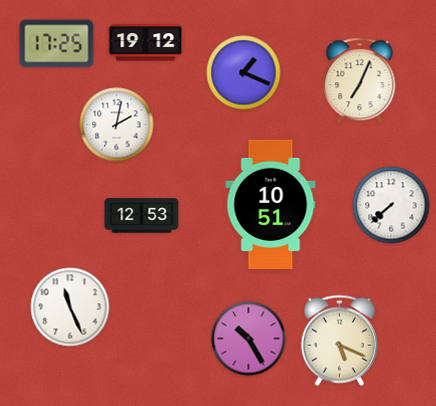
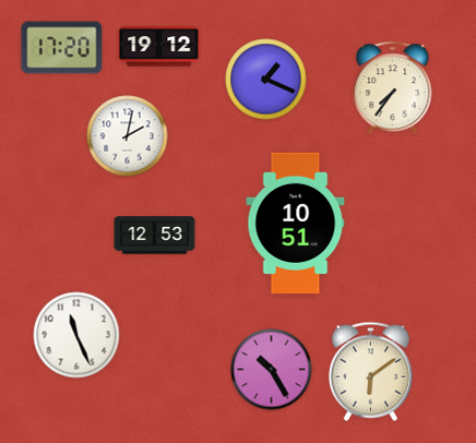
clock at (57, 44): 17:25 -> 17:20
clock at (360, 81): 7:04 -> 7:36
clock at (391, 205): 7:38 -> none
clock at (339, 340): 5:19 -> 6:09
